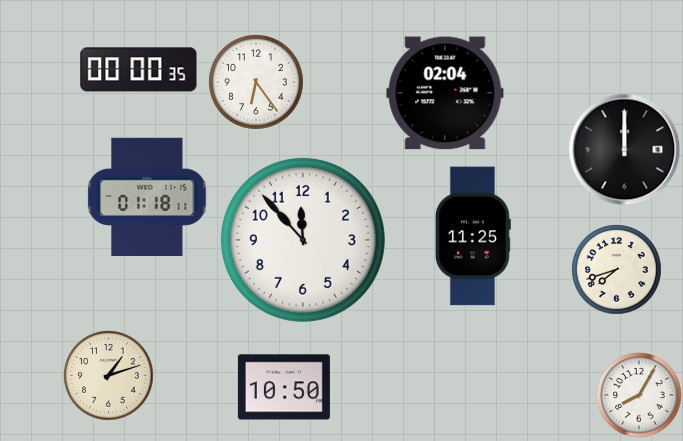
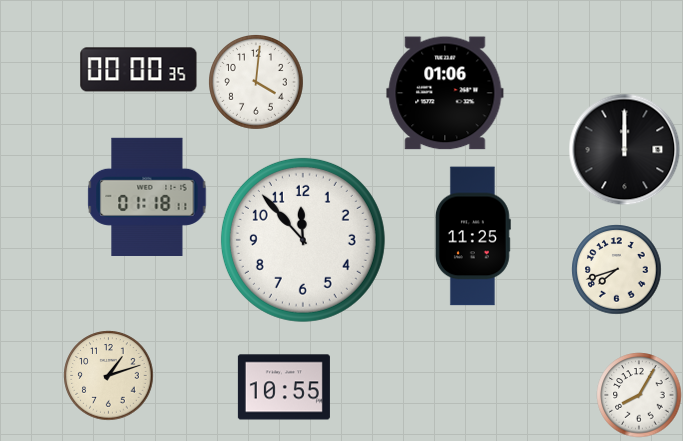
clock at (256, 82): 6:24 -> 4:01
clock at (445, 93): 02:04 -> 01:06
clock at (284, 387): 10:50 -> 10:55
